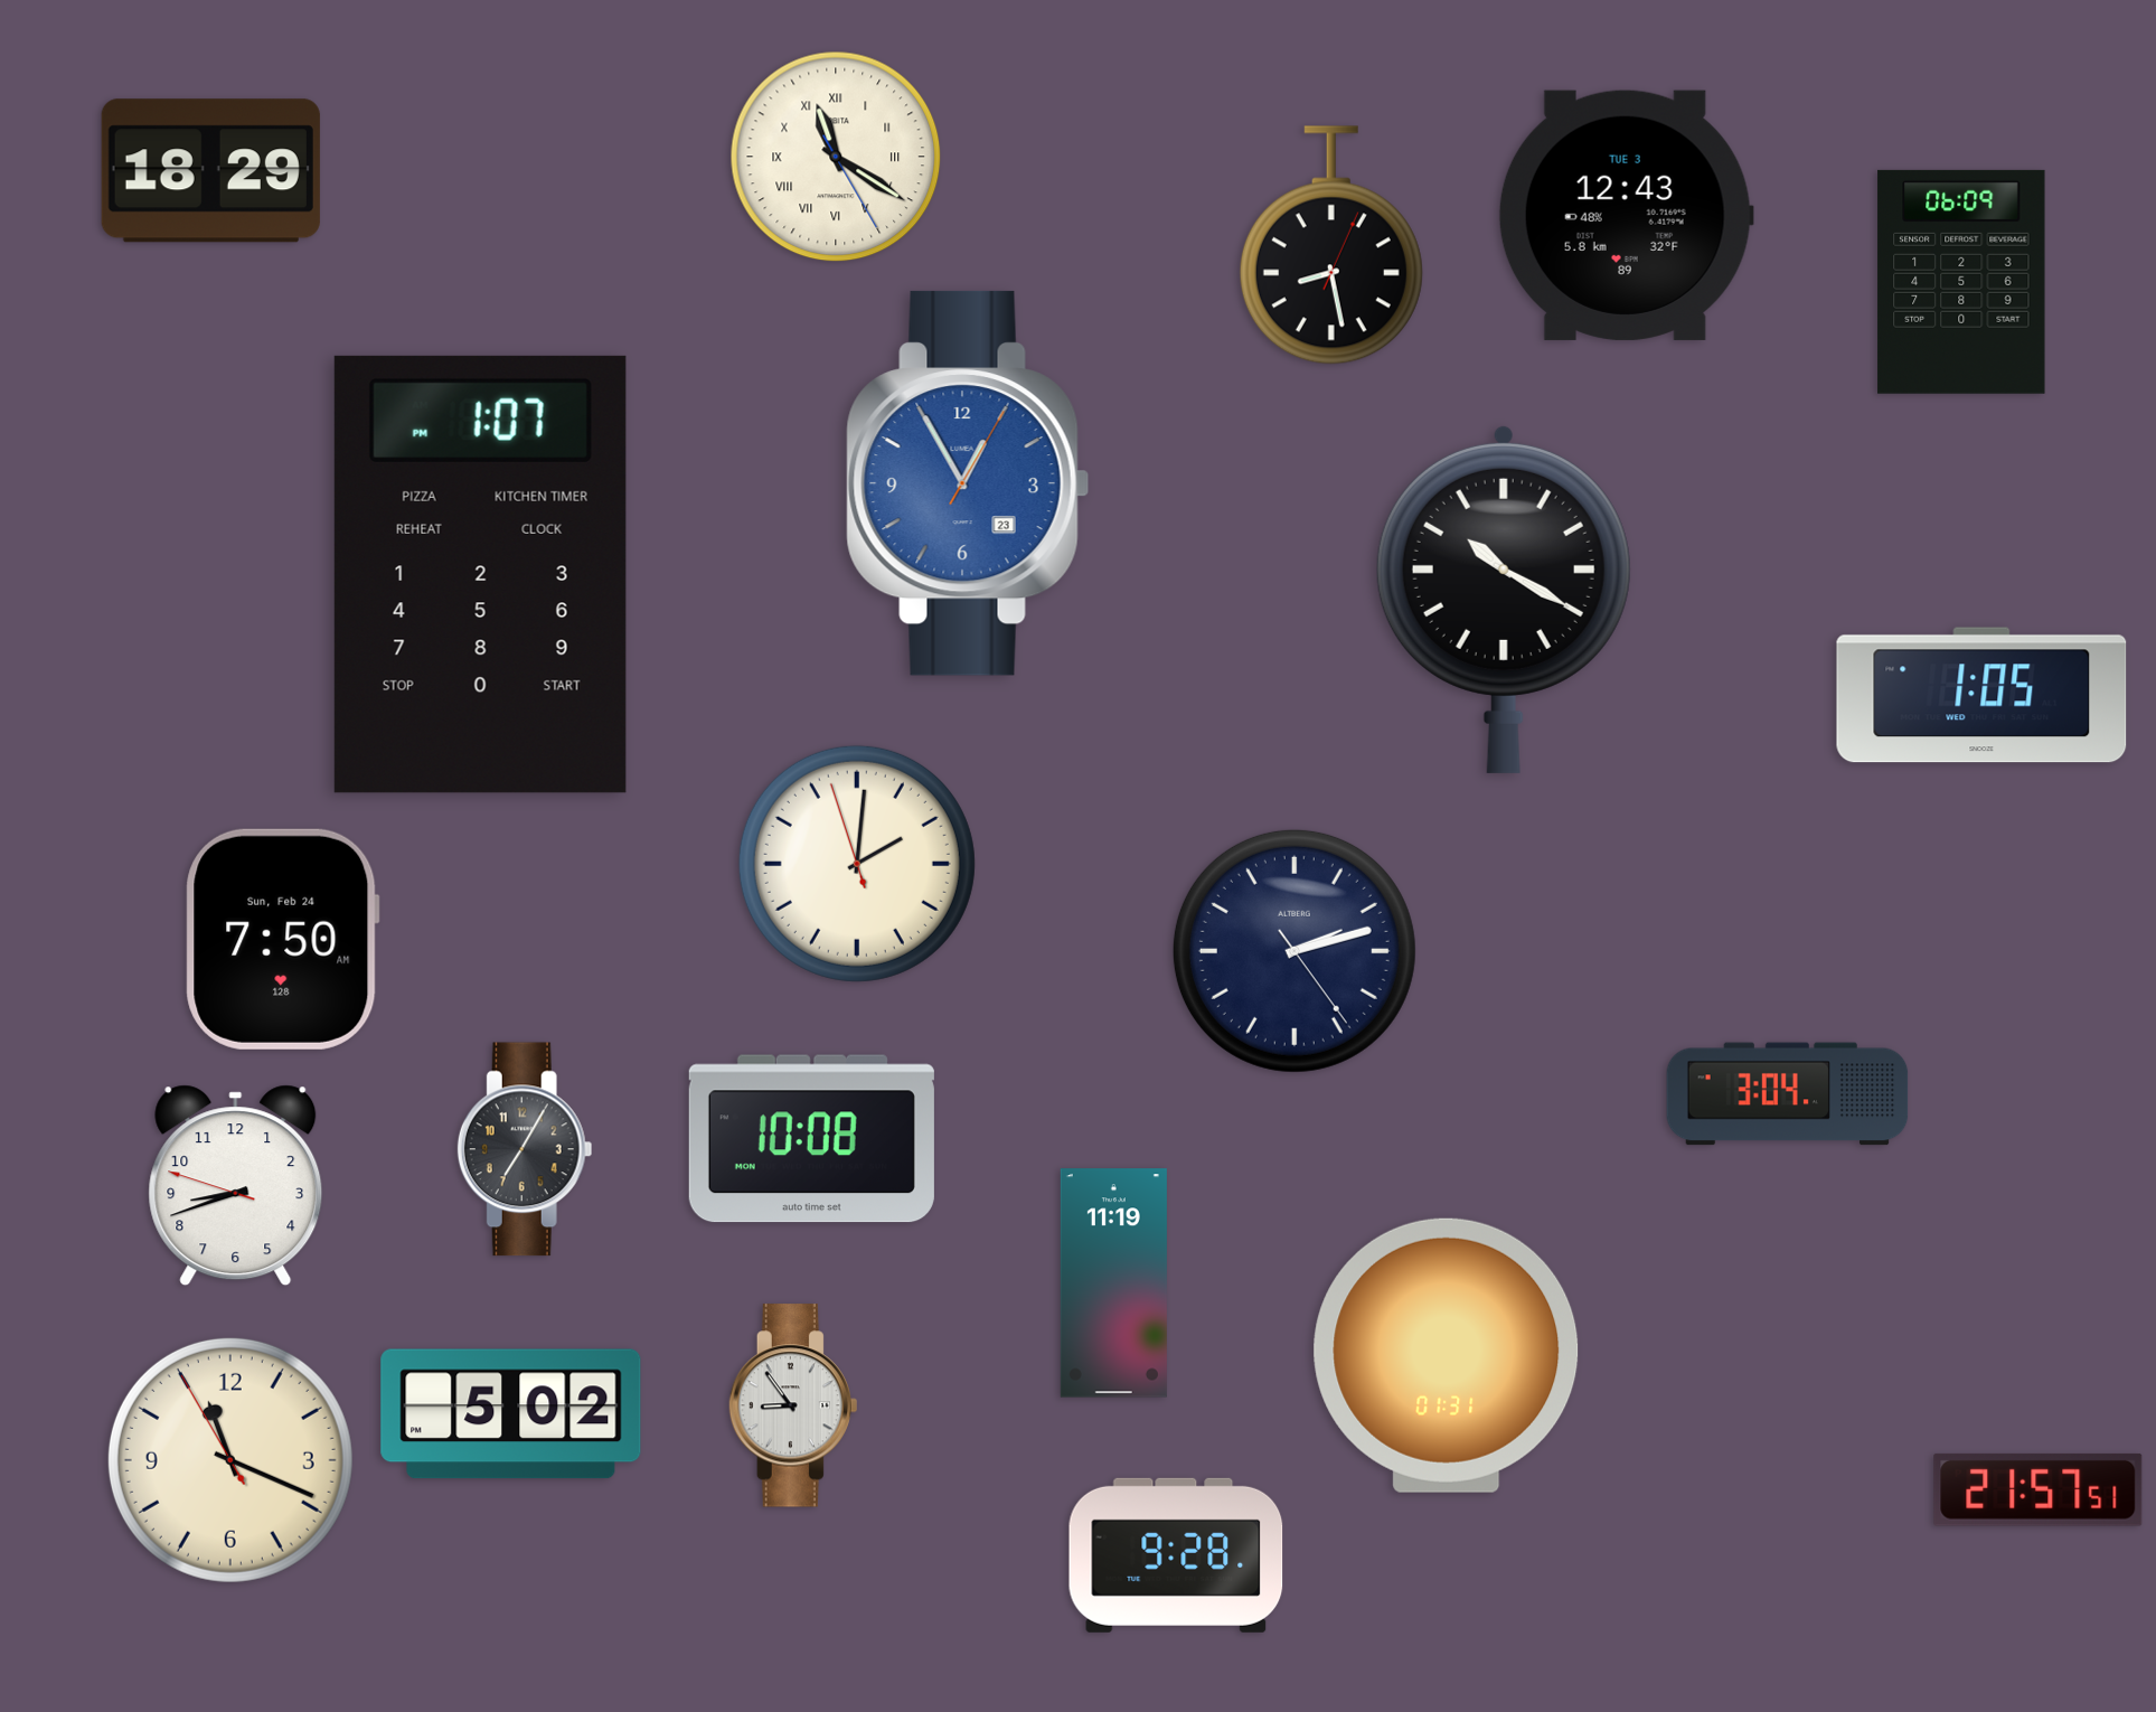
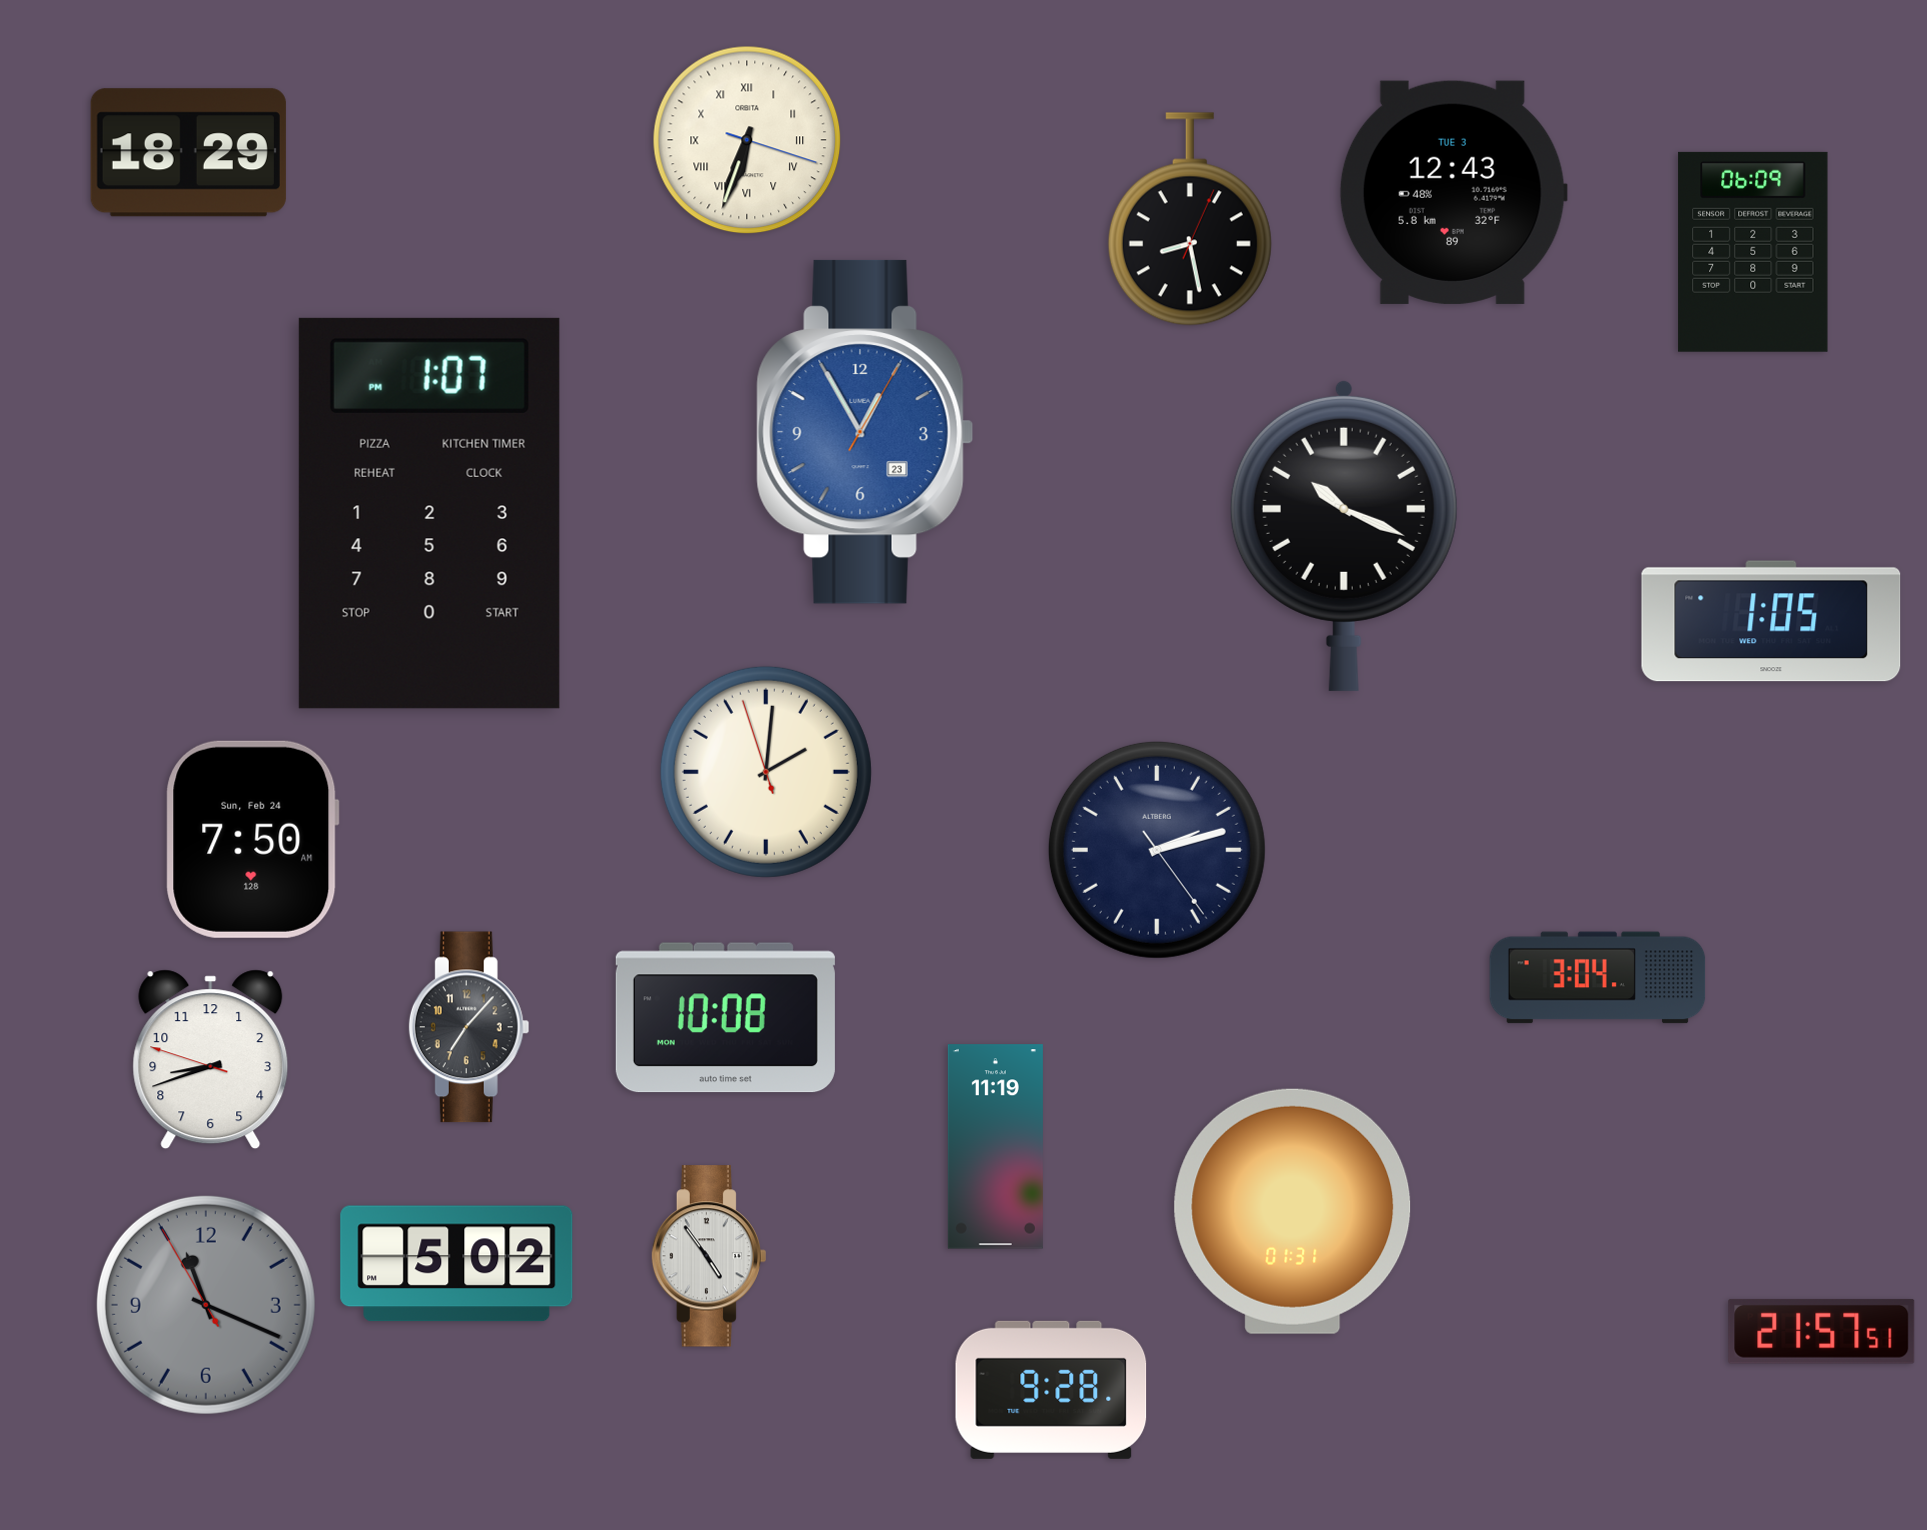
clock at (836, 157): 11:20 -> 6:33
clock at (1504, 599): 10:20 -> 10:19
clock at (525, 1149): 7:05 -> 7:07
clock at (793, 1405): 8:54 -> 4:54
clock at (230, 1460) dial: cream -> grey
